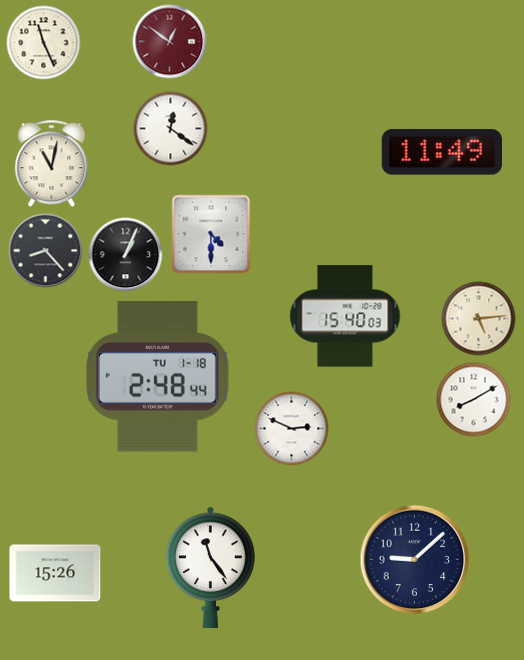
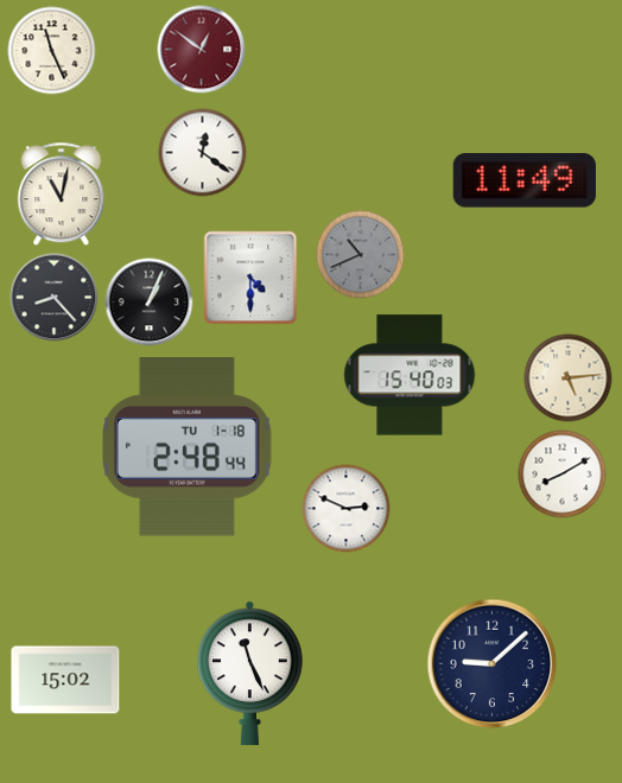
clock at (361, 255): none -> 10:41
clock at (211, 567): 11:24 -> 11:26
clock at (55, 573): 15:26 -> 15:02
